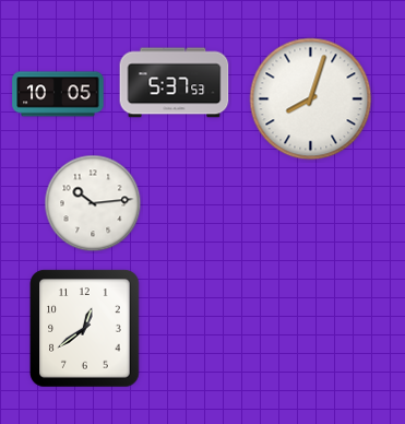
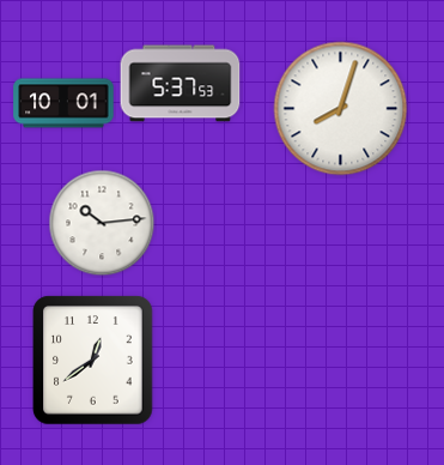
clock at (175, 83) position: (175, 83) -> (181, 84)
clock at (58, 94): 10:05 -> 10:01
